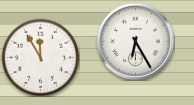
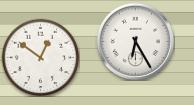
clock at (40, 57): 11:55 -> 12:51
